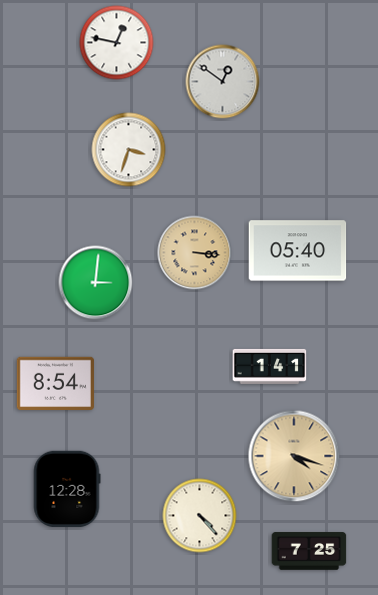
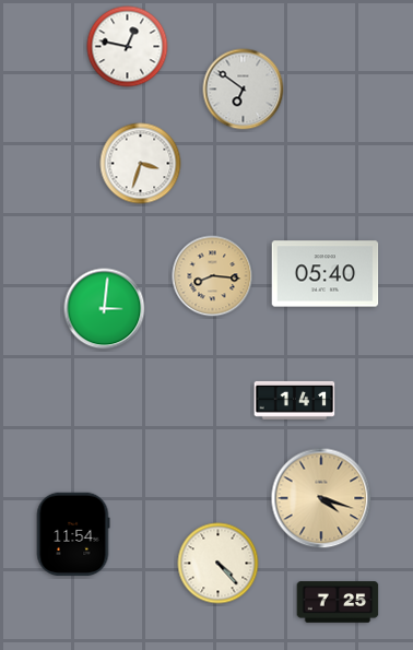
clock at (223, 82): 12:51 -> 6:51
clock at (195, 253): 3:16 -> 8:16
clock at (55, 384): 8:54 -> none
clock at (67, 489): 12:28 -> 11:54
